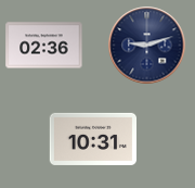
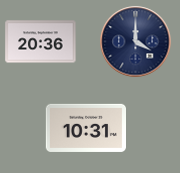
clock at (44, 46): 02:36 -> 20:36
clock at (147, 46): 9:12 -> 4:00
